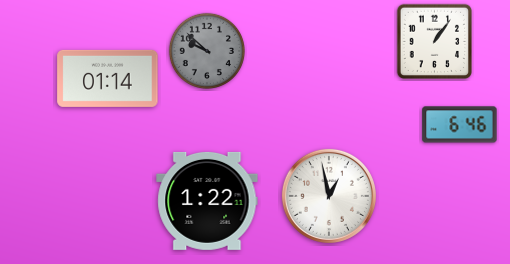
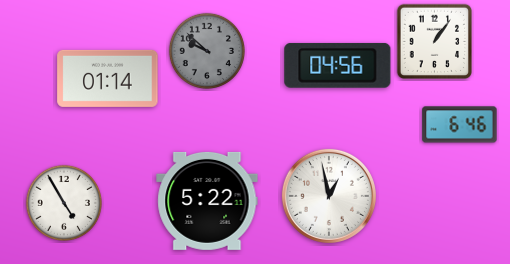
clock at (338, 65): none -> 04:56
clock at (207, 201): 1:22 -> 5:22
clock at (64, 203): none -> 4:55
